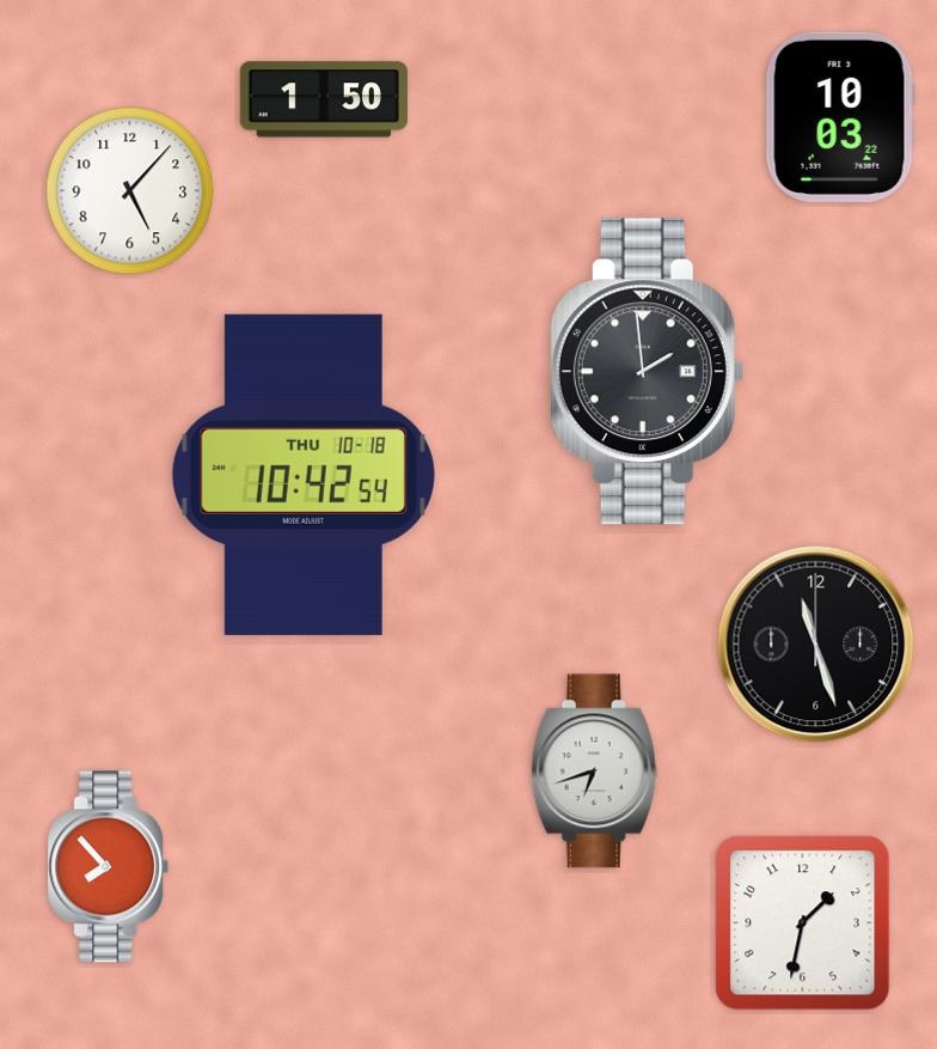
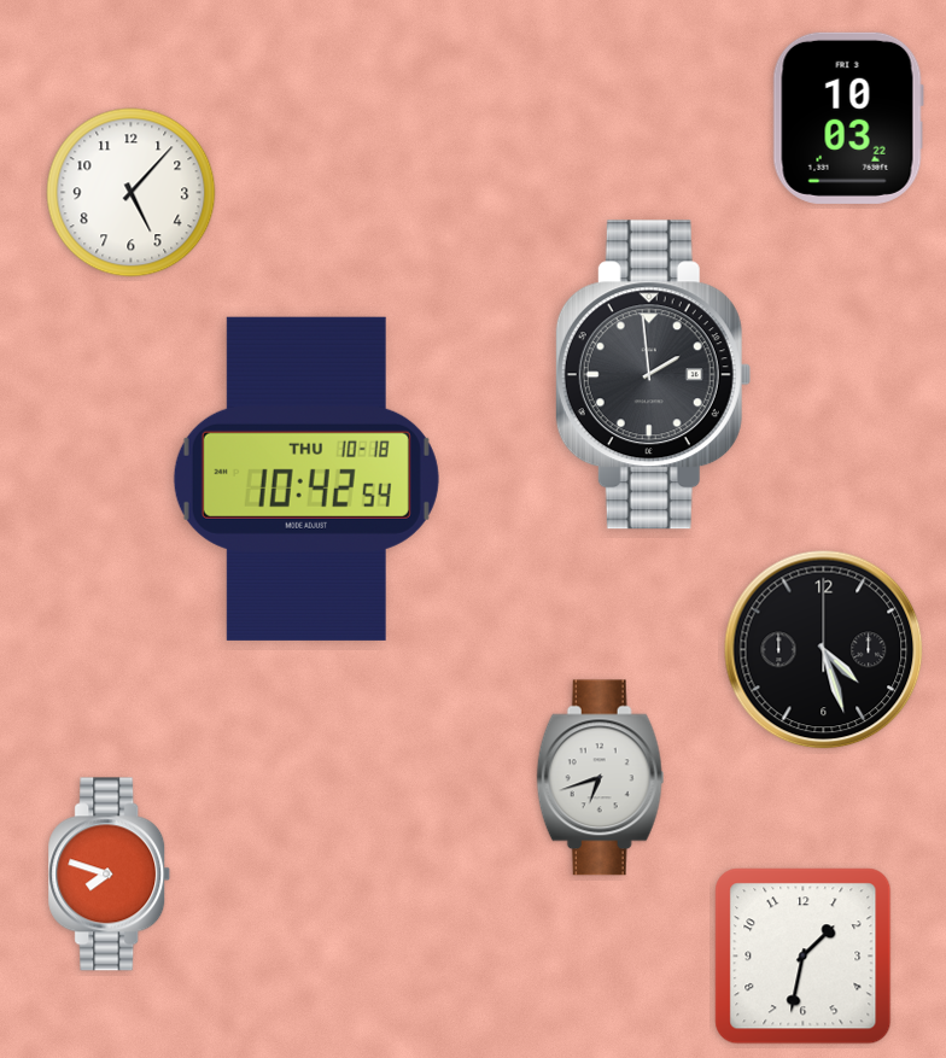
clock at (324, 99): 1:50 -> none
clock at (816, 645): 11:27 -> 4:27
clock at (109, 867): 7:53 -> 7:48
clock at (803, 923) position: (803, 923) -> (804, 957)
